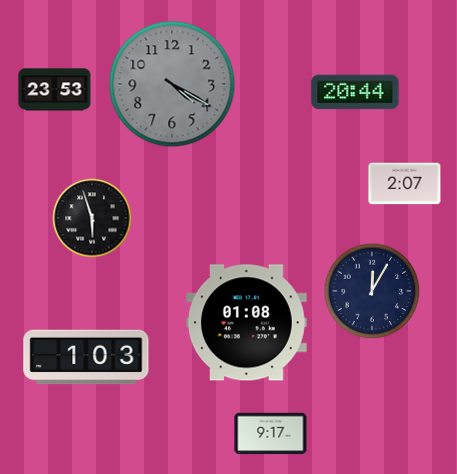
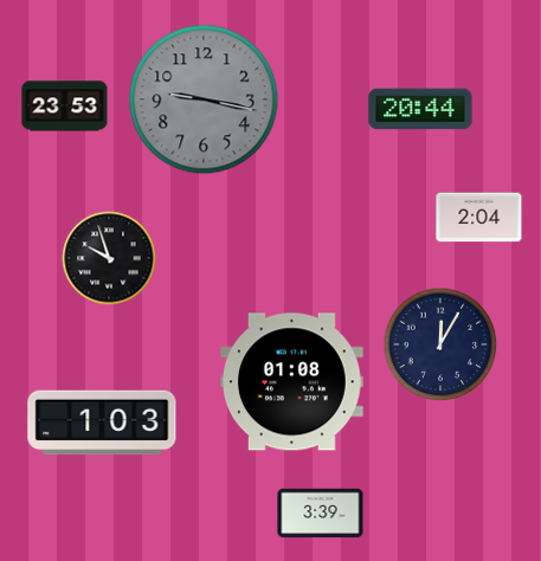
clock at (172, 84): 4:20 -> 9:17
clock at (405, 184): 2:07 -> 2:04
clock at (92, 218): 5:57 -> 9:57
clock at (271, 434): 9:17 -> 3:39
